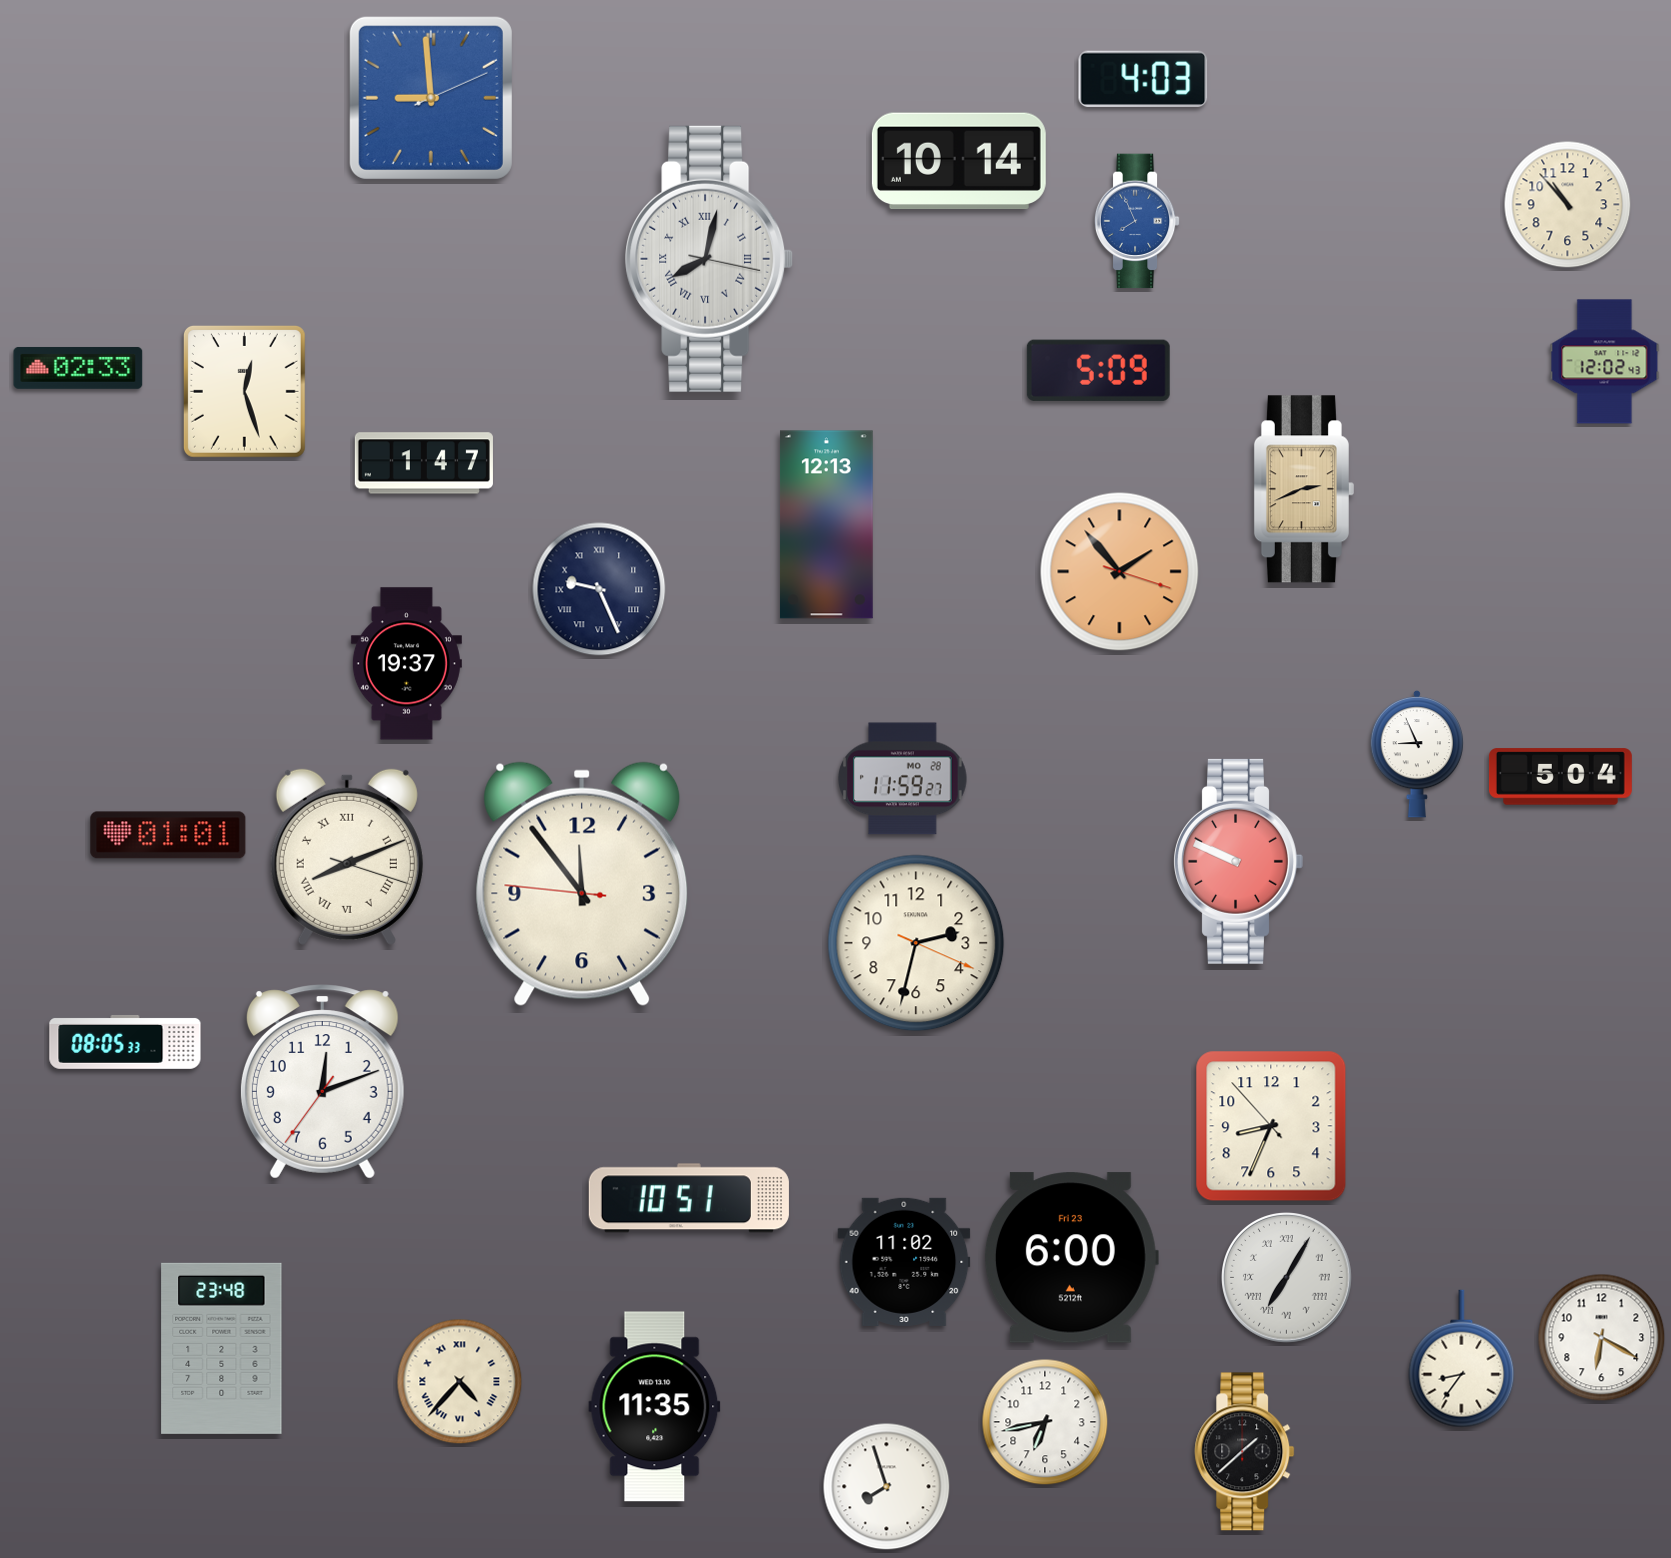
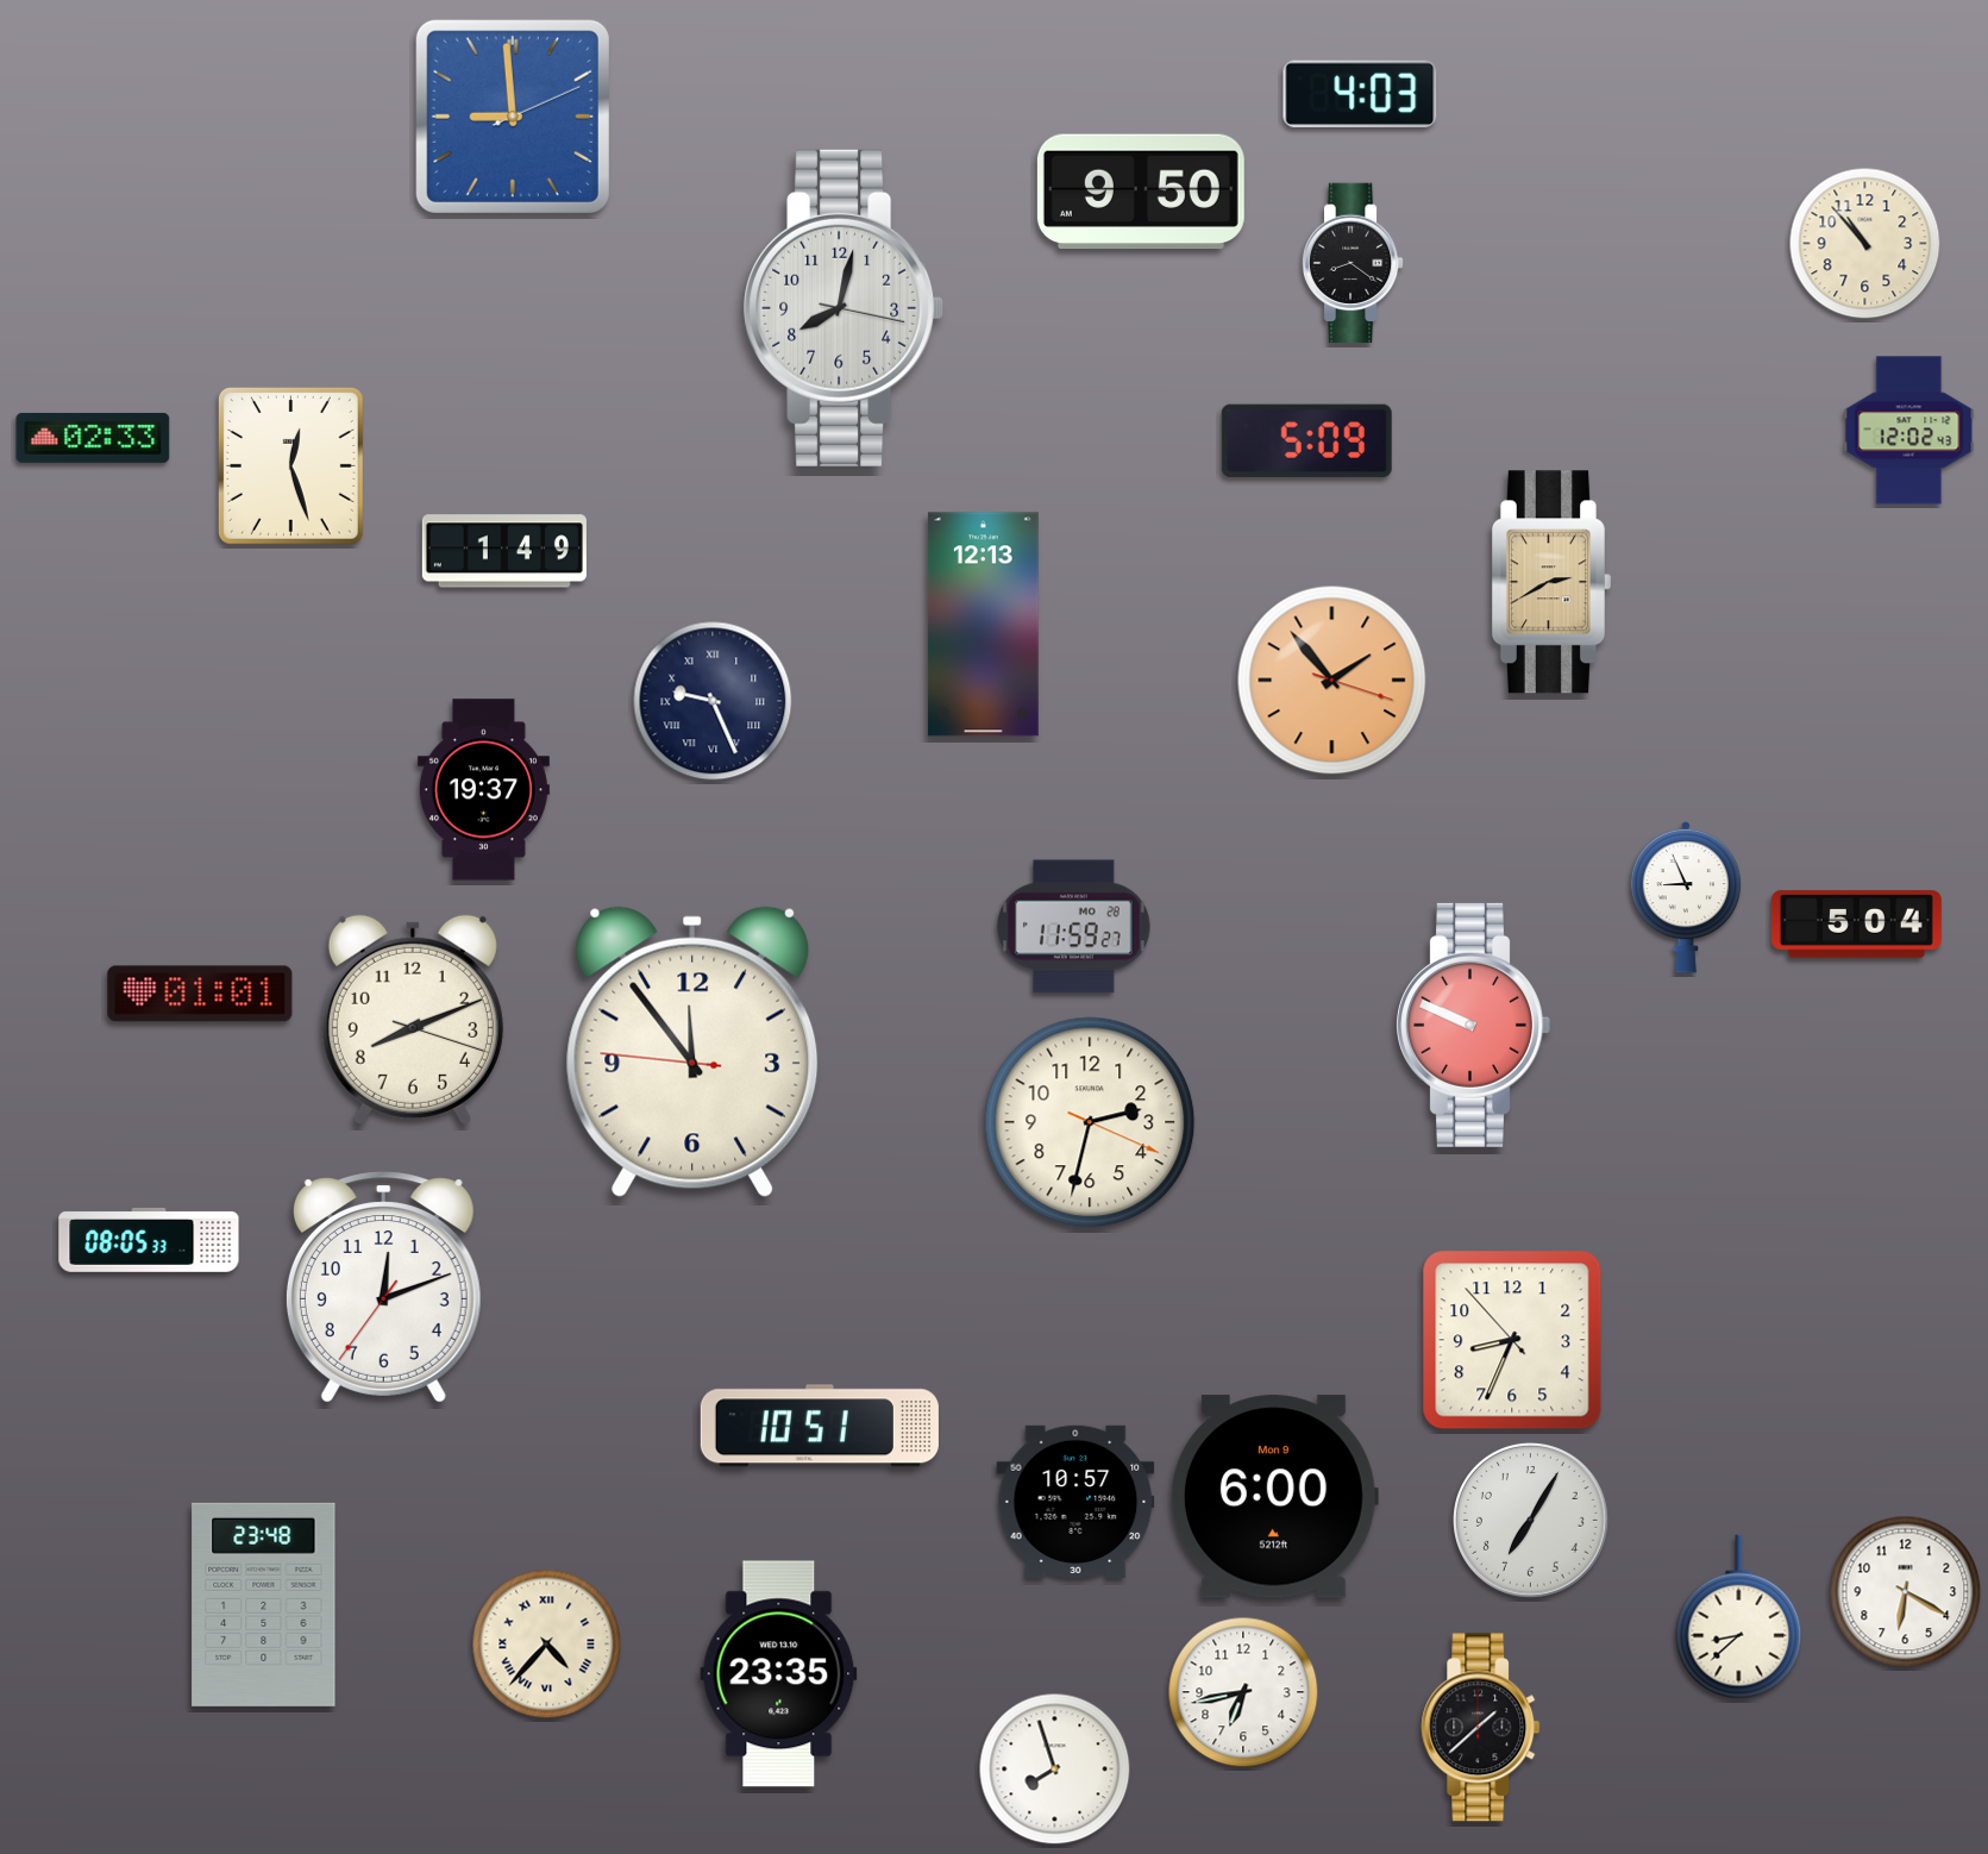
clock at (959, 161): 10:14 -> 9:50
clock at (1137, 221): 7:56 -> 8:21
clock at (1137, 221) dial: blue -> black
clock at (709, 259) numerals: Roman -> Arabic
clock at (424, 463): 1:47 -> 1:49
clock at (1304, 489): 2:41 -> 2:40
clock at (347, 857) numerals: Roman -> Arabic
clock at (1071, 1258) date: Fri 23 -> Mon 9
clock at (904, 1262): 11:02 -> 10:57
clock at (1287, 1278) numerals: Roman -> Arabic
clock at (1462, 1359): 8:36 -> 8:38
clock at (655, 1407): 11:35 -> 23:35
